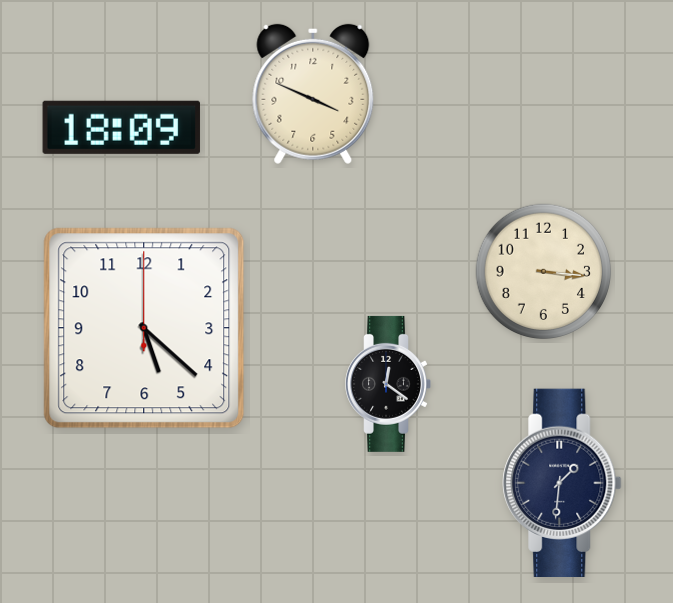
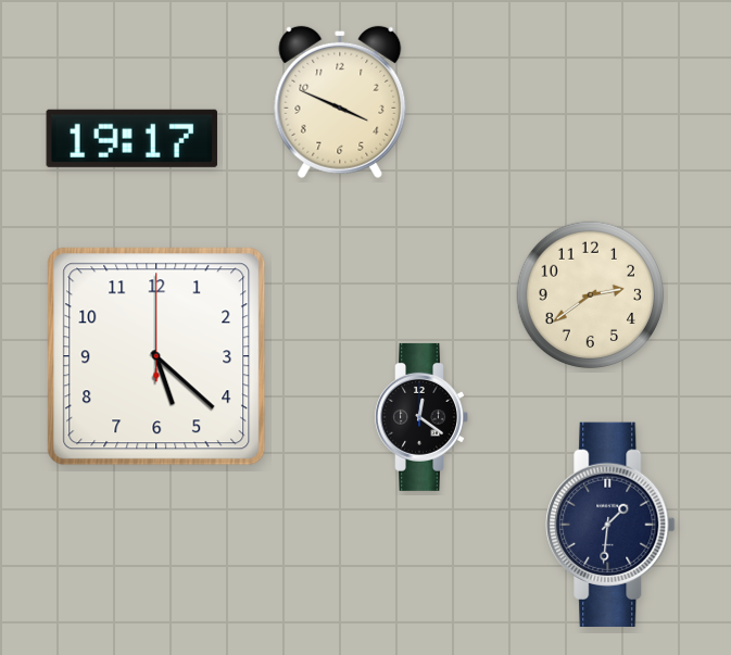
clock at (121, 127): 18:09 -> 19:17
clock at (544, 272): 3:16 -> 2:39
